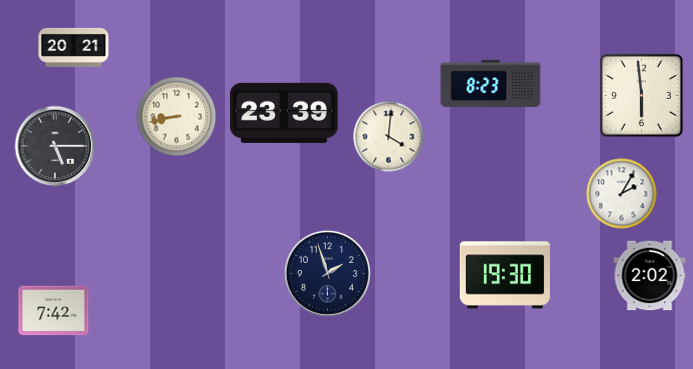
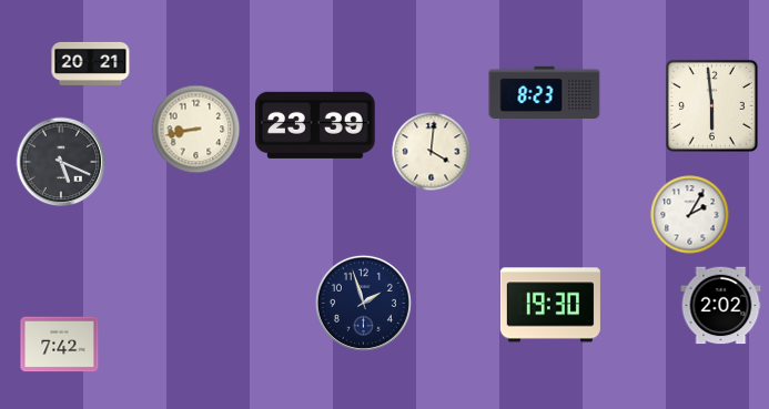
clock at (74, 47) position: (74, 47) -> (91, 63)
clock at (55, 146): 5:15 -> 5:19
clock at (505, 275) position: (505, 275) -> (550, 305)
